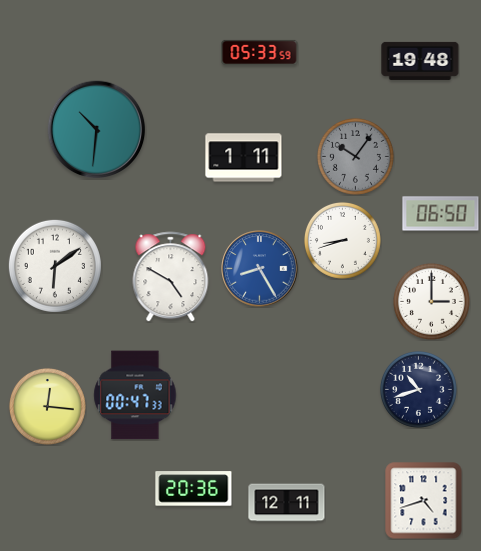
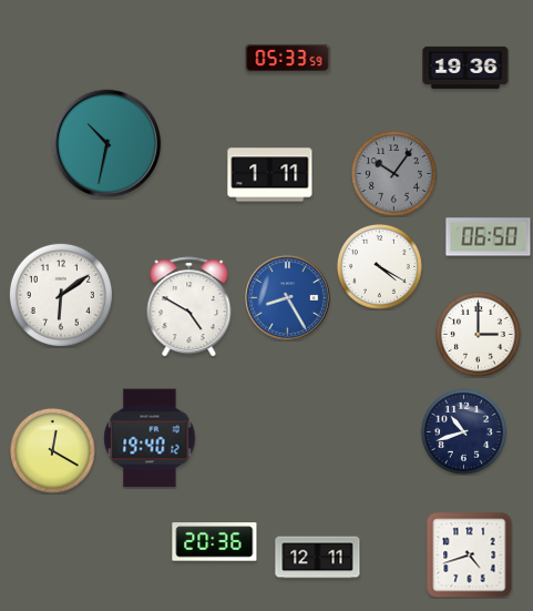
clock at (420, 61): 19:48 -> 19:36
clock at (97, 130): 10:31 -> 10:32
clock at (342, 240): 8:42 -> 4:20
clock at (135, 395): 00:47 -> 19:40
clock at (47, 406): 12:16 -> 12:20
